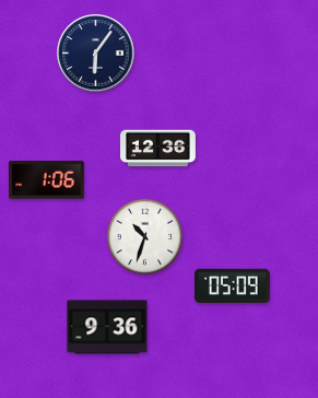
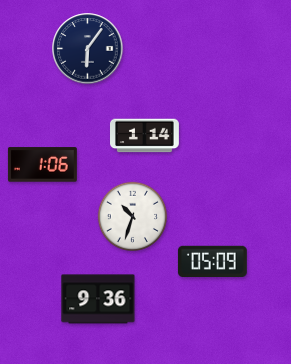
clock at (158, 149): 12:36 -> 1:14
